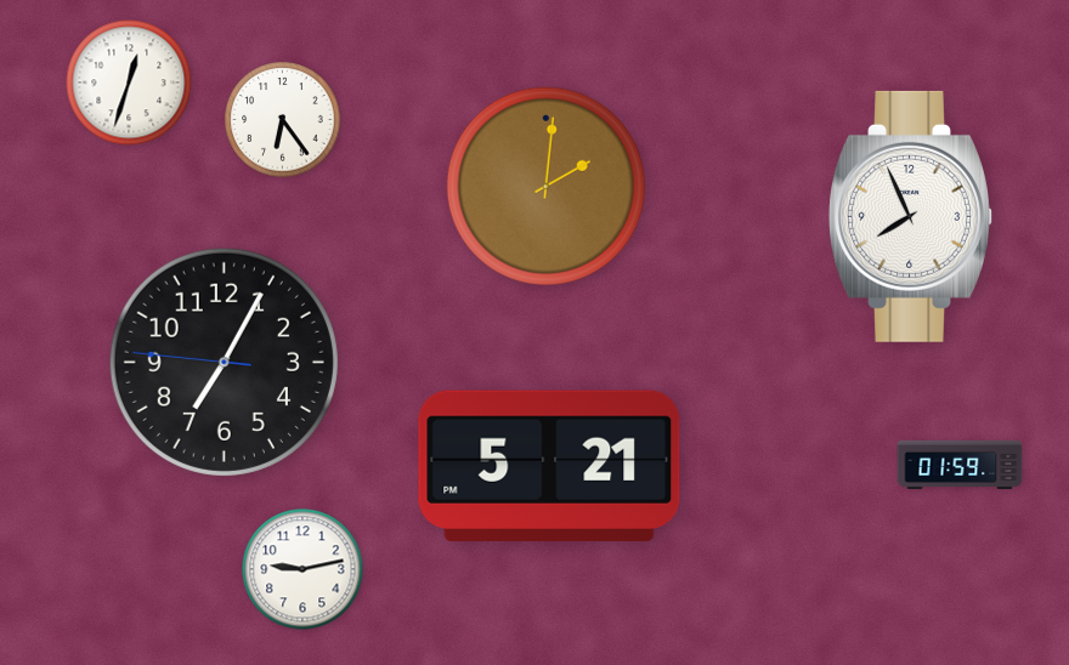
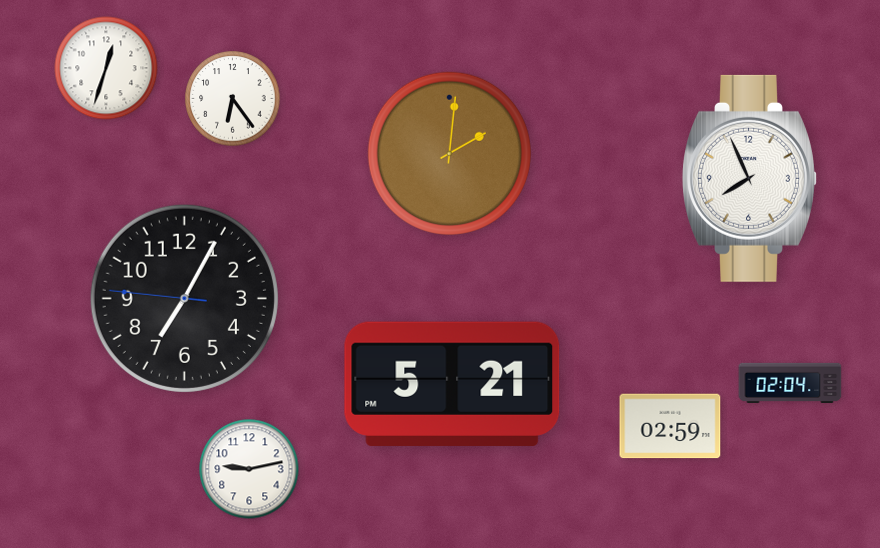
clock at (960, 465): 01:59 -> 02:04
clock at (670, 426): none -> 02:59
